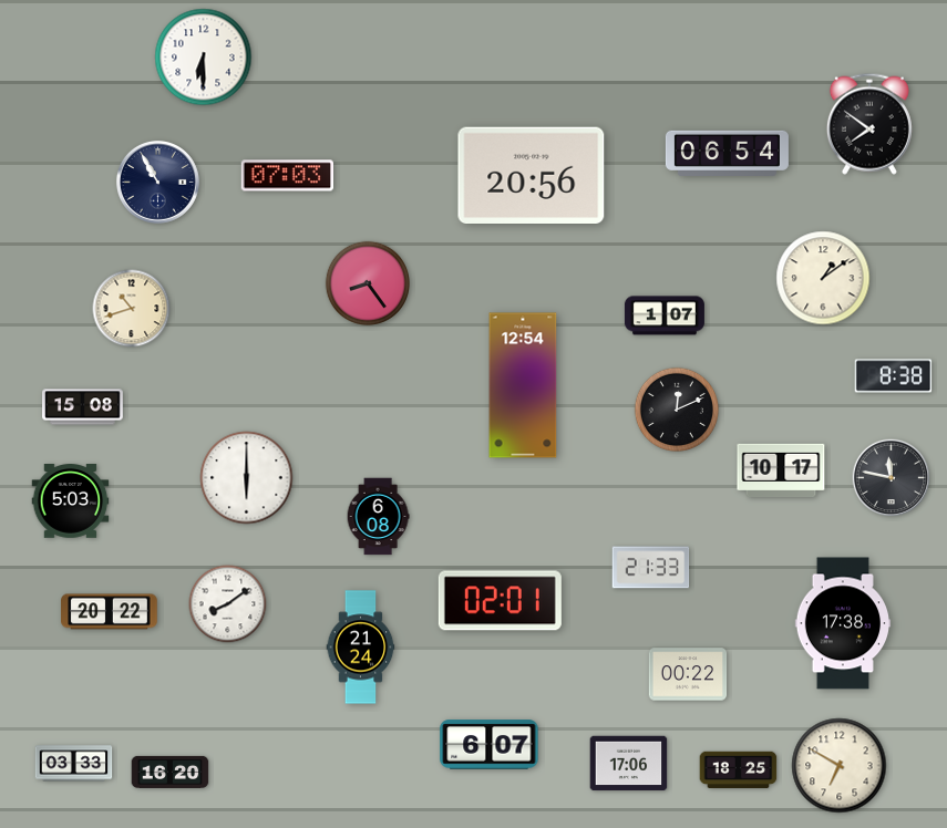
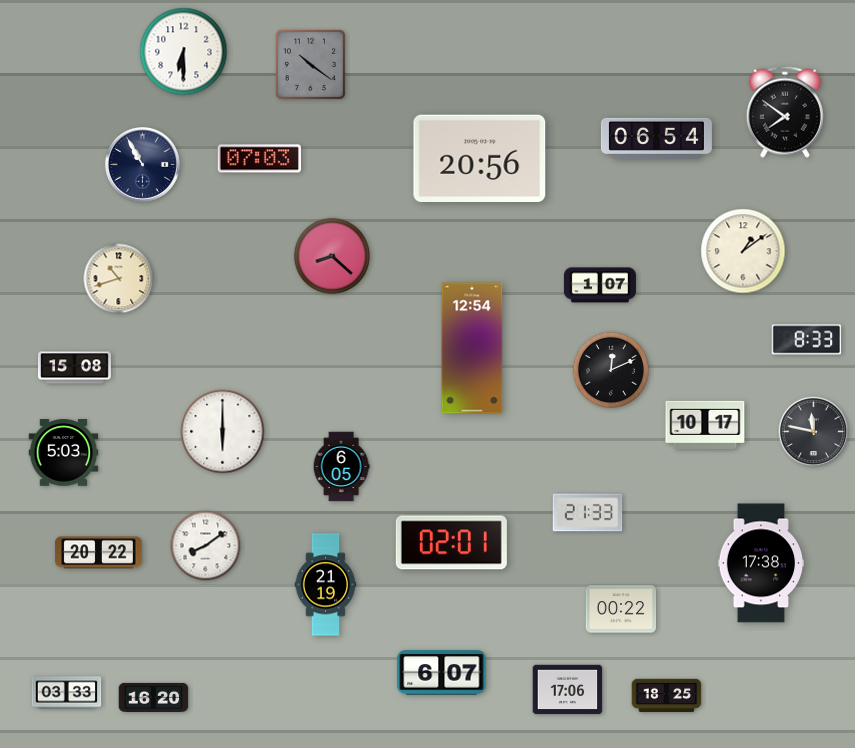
clock at (310, 64): none -> 10:21
clock at (367, 282): 8:24 -> 8:22
clock at (894, 376): 8:38 -> 8:33
clock at (892, 478) position: (892, 478) -> (814, 432)
clock at (378, 517): 6:08 -> 6:05
clock at (361, 648): 21:24 -> 21:19
clock at (74, 764) position: (74, 764) -> (67, 693)
clock at (840, 766): 6:50 -> none
